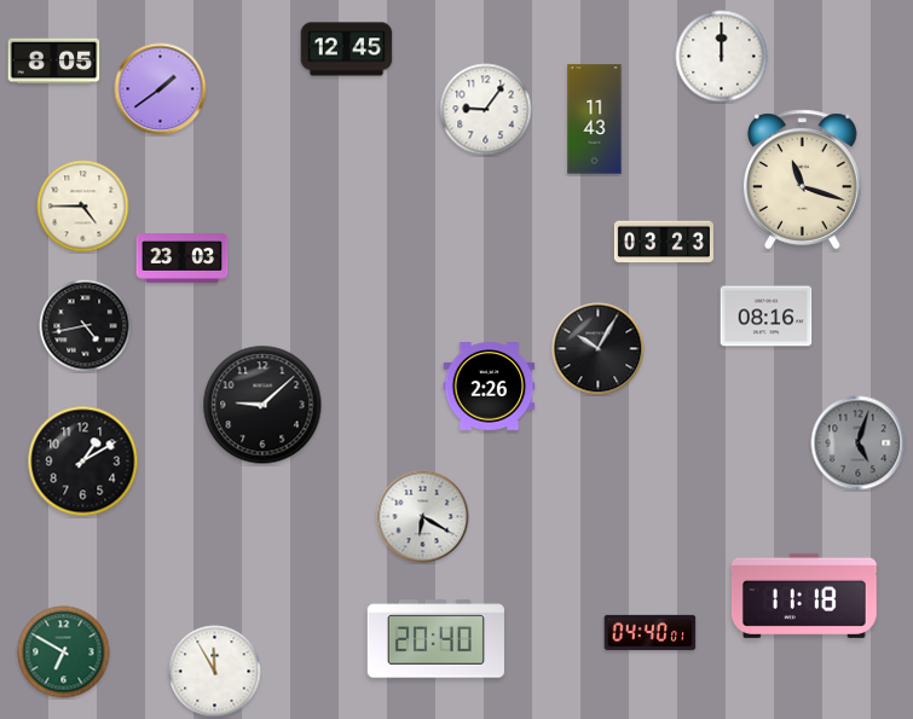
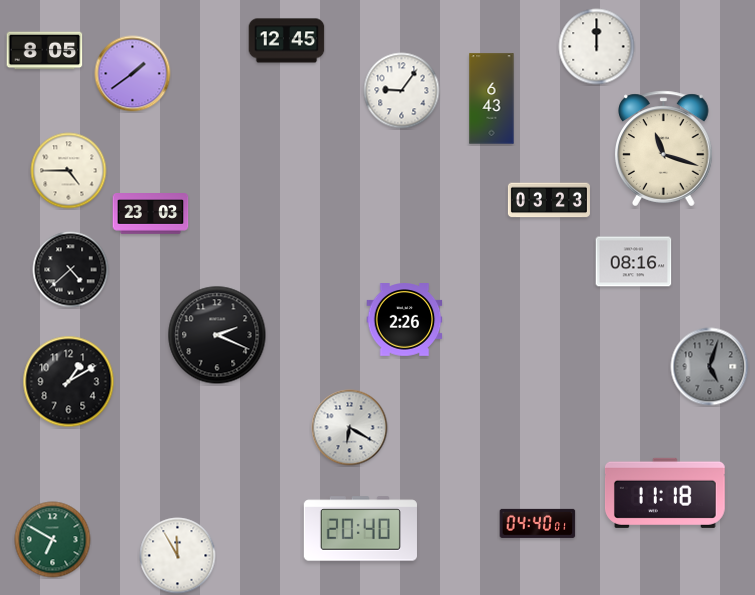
clock at (595, 120): 11:43 -> 6:43
clock at (86, 326): 4:43 -> 4:38
clock at (599, 349): 10:05 -> none
clock at (262, 405): 9:08 -> 2:19
